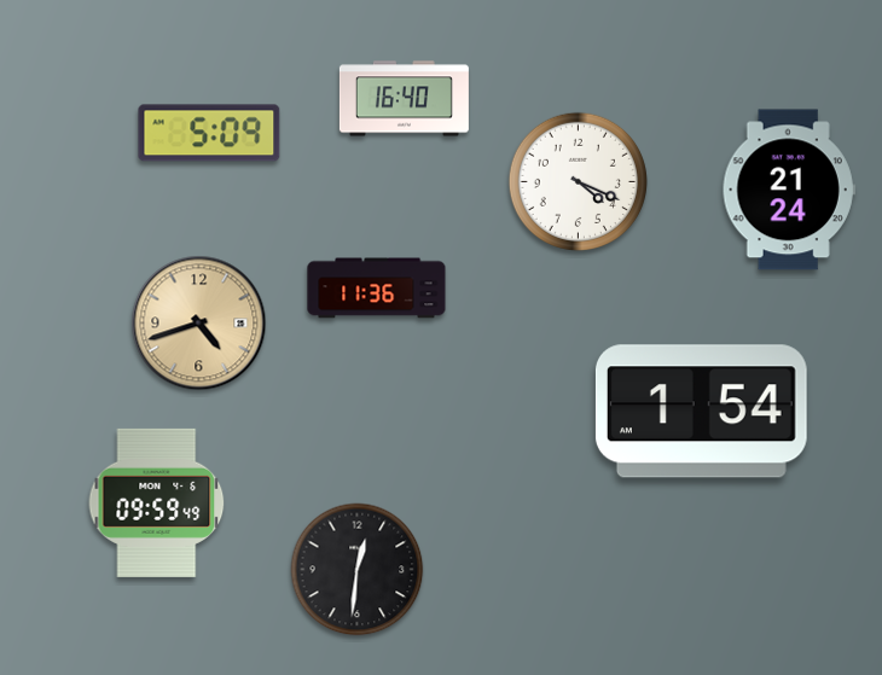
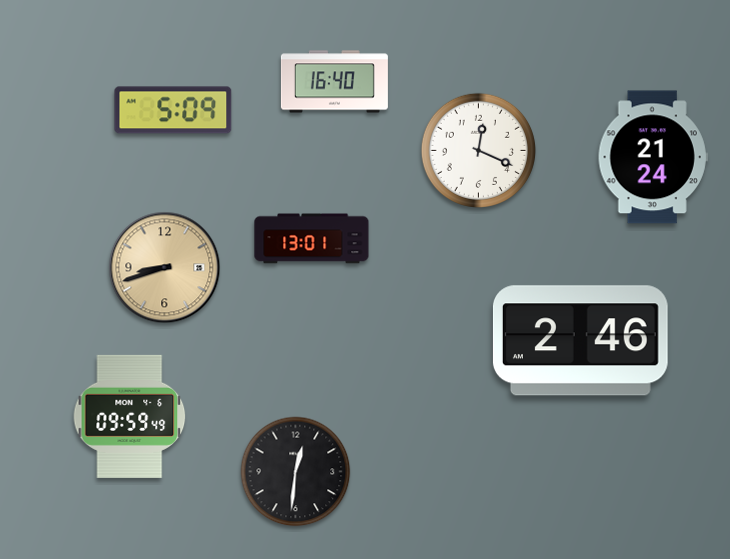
clock at (578, 181): 4:19 -> 12:19
clock at (377, 289): 11:36 -> 13:01
clock at (199, 324): 4:42 -> 8:42
clock at (701, 412): 1:54 -> 2:46
